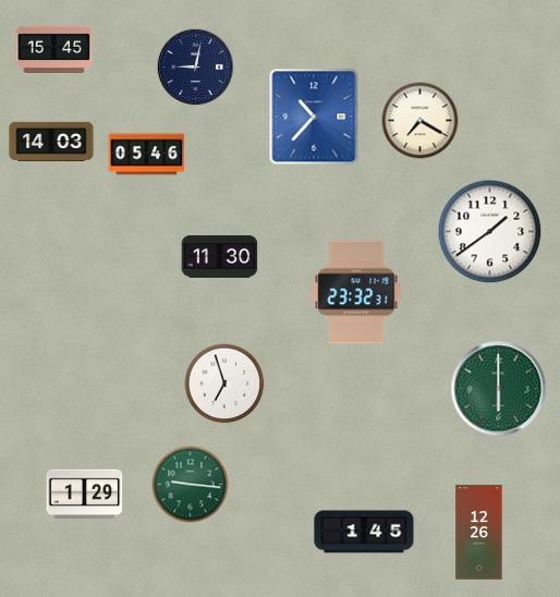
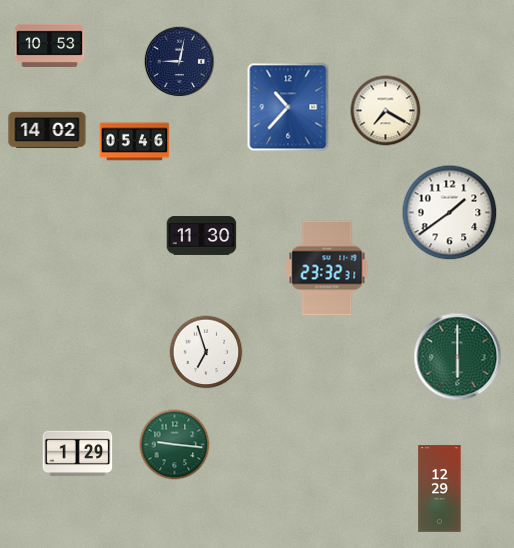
clock at (54, 49): 15:45 -> 10:53
clock at (51, 142): 14:03 -> 14:02
clock at (364, 532): 1:45 -> none
clock at (479, 533): 12:26 -> 12:29
